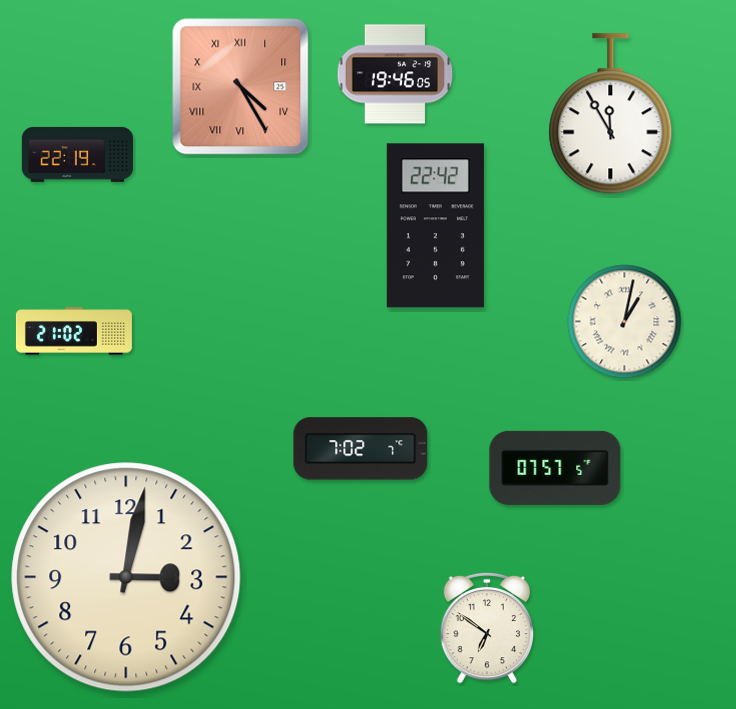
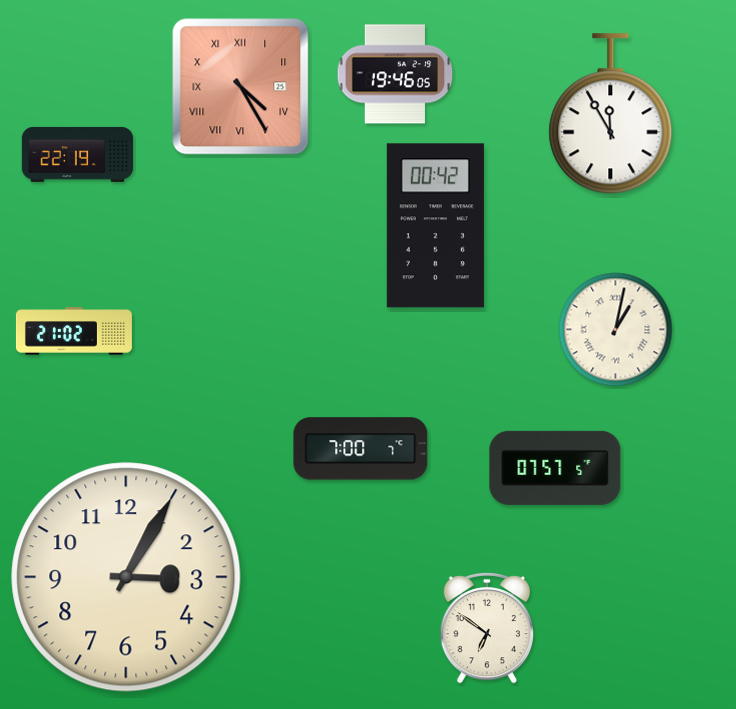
clock at (435, 226): 22:42 -> 00:42
clock at (625, 322) position: (625, 322) -> (616, 330)
clock at (361, 449): 7:02 -> 7:00
clock at (126, 577): 3:02 -> 3:05
